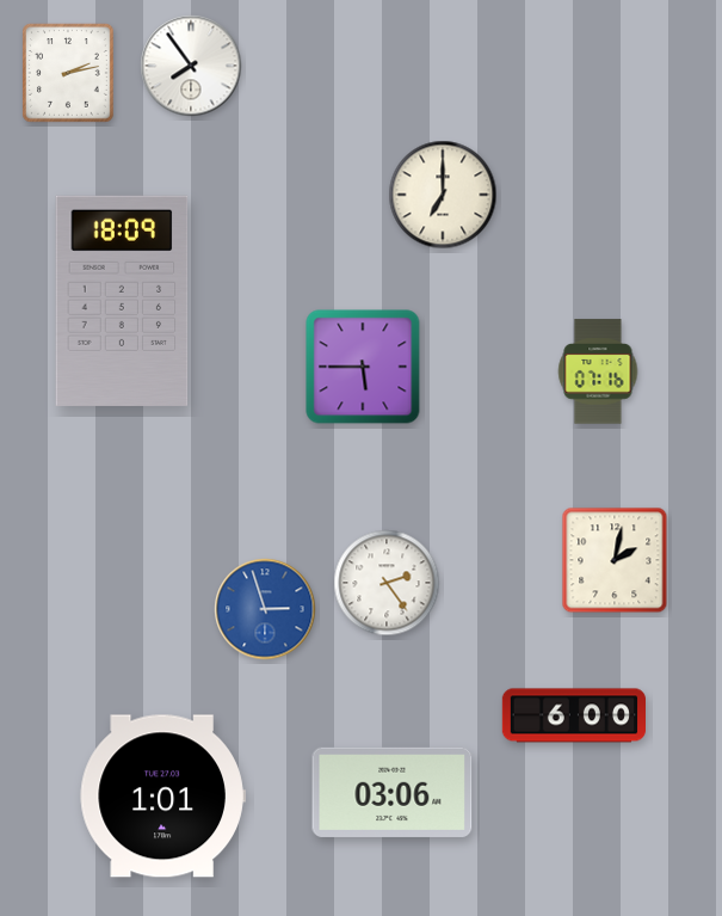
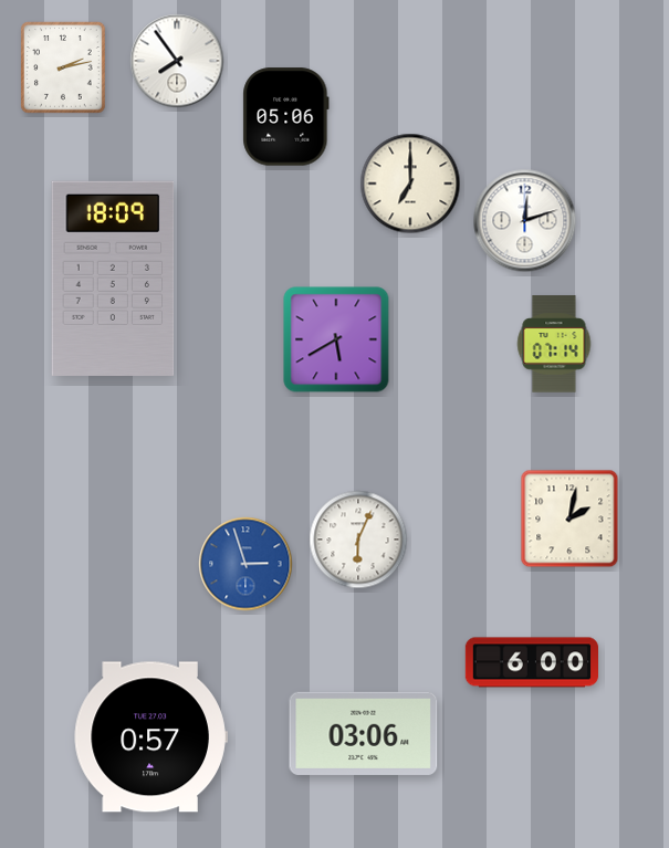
clock at (286, 117): none -> 05:06
clock at (443, 195) position: (443, 195) -> (410, 184)
clock at (525, 221): none -> 12:12
clock at (363, 367): 5:45 -> 5:40
clock at (598, 371): 07:16 -> 07:14
clock at (387, 583): 2:24 -> 6:04
clock at (162, 797): 1:01 -> 0:57
